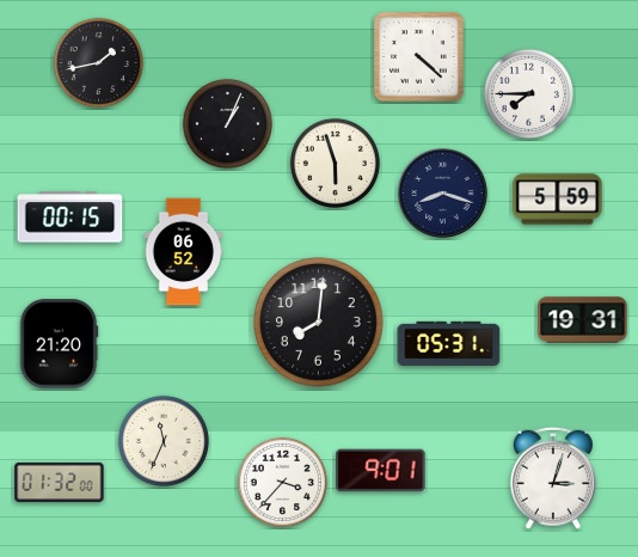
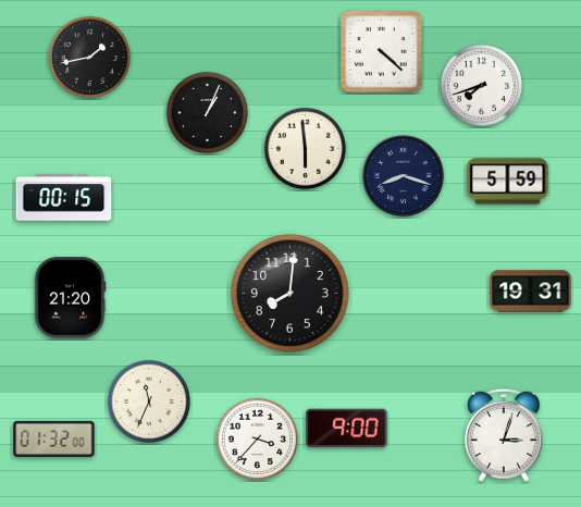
clock at (528, 93): 7:45 -> 7:42
clock at (335, 163): 5:57 -> 5:59
clock at (184, 252): 06:52 -> none
clock at (449, 343): 05:31 -> none
clock at (59, 344) position: (59, 344) -> (70, 298)
clock at (381, 471): 9:01 -> 9:00
